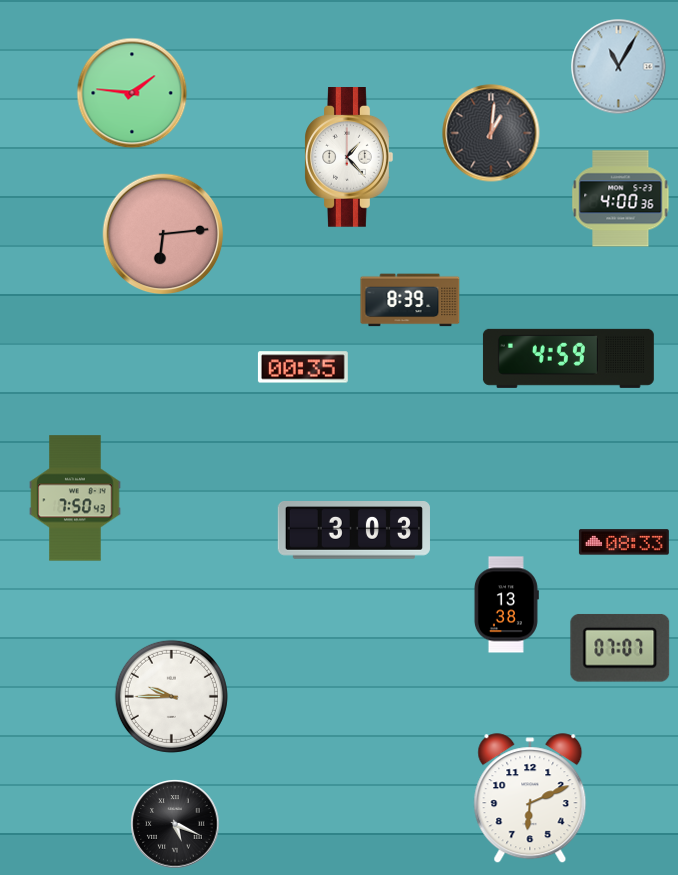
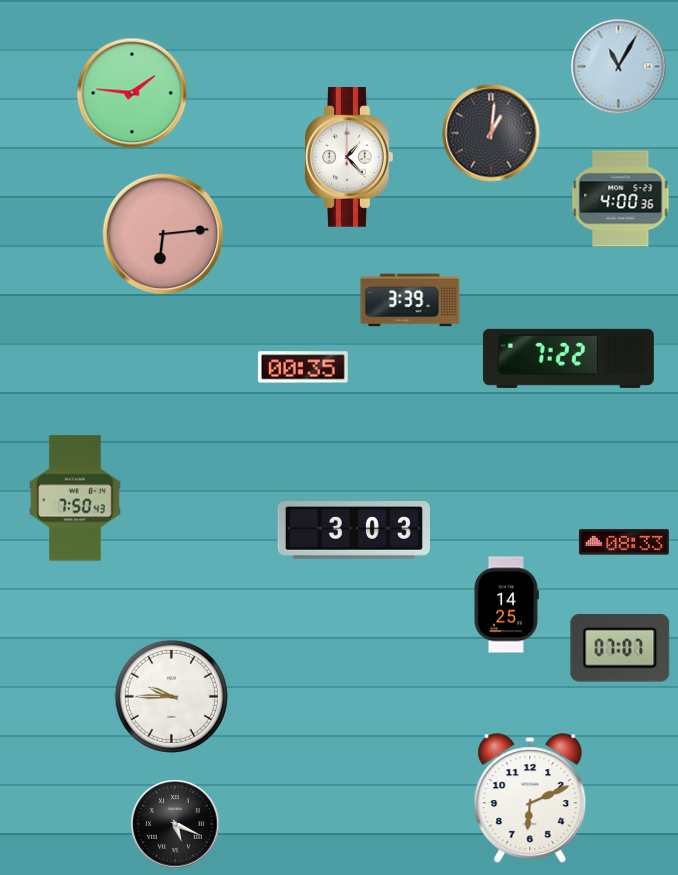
clock at (410, 300): 8:39 -> 3:39
clock at (568, 358): 4:59 -> 7:22
clock at (506, 605): 13:38 -> 14:25
